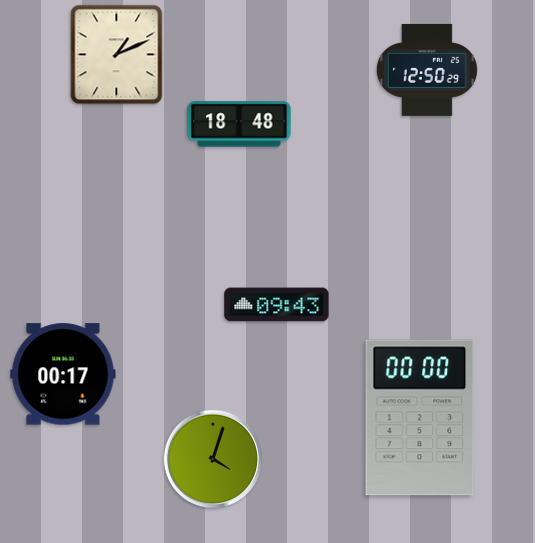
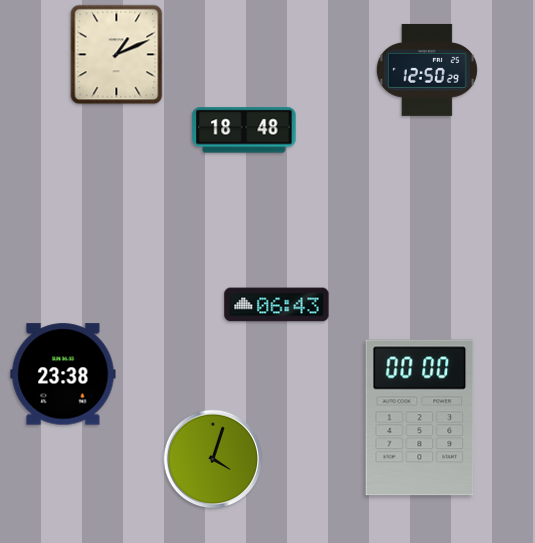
clock at (239, 124) position: (239, 124) -> (244, 130)
clock at (277, 305): 09:43 -> 06:43
clock at (63, 374): 00:17 -> 23:38
